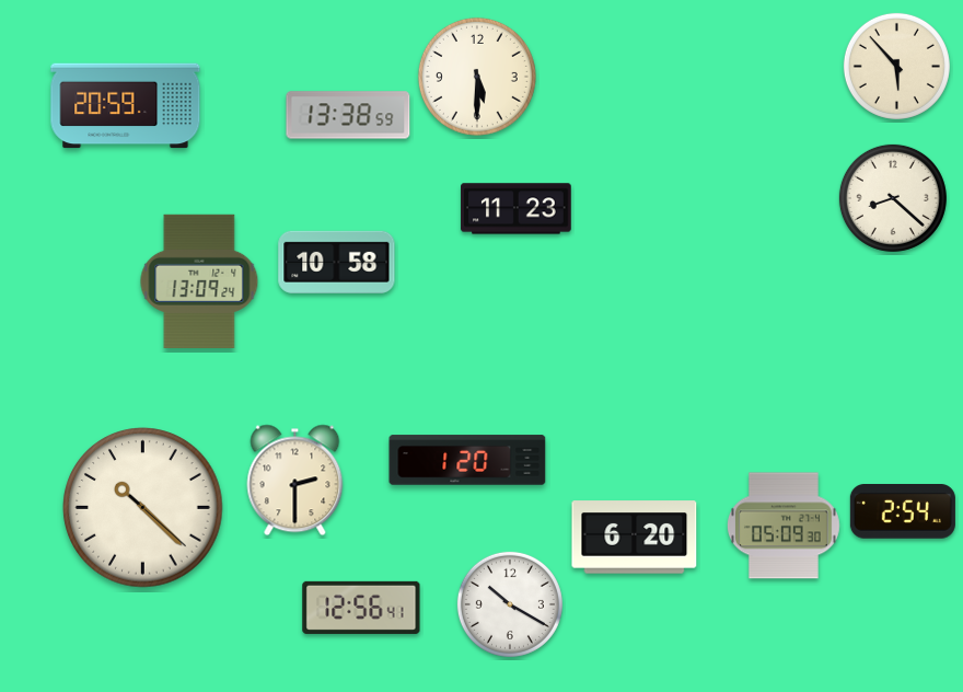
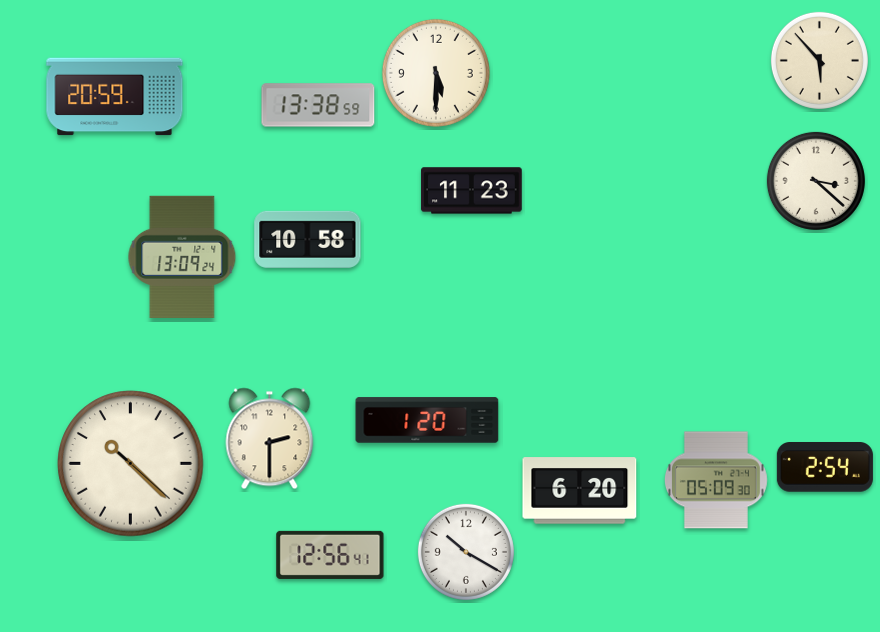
clock at (477, 77) position: (477, 77) -> (436, 73)
clock at (893, 198): 8:22 -> 3:22
